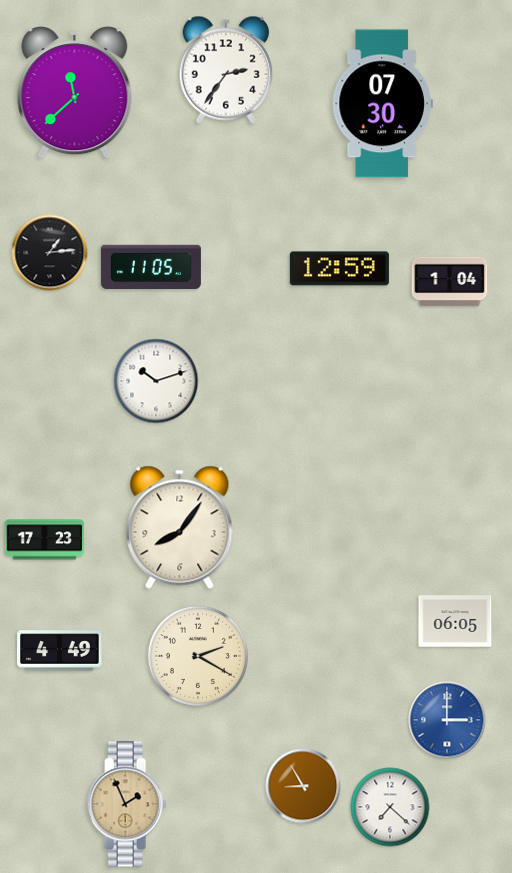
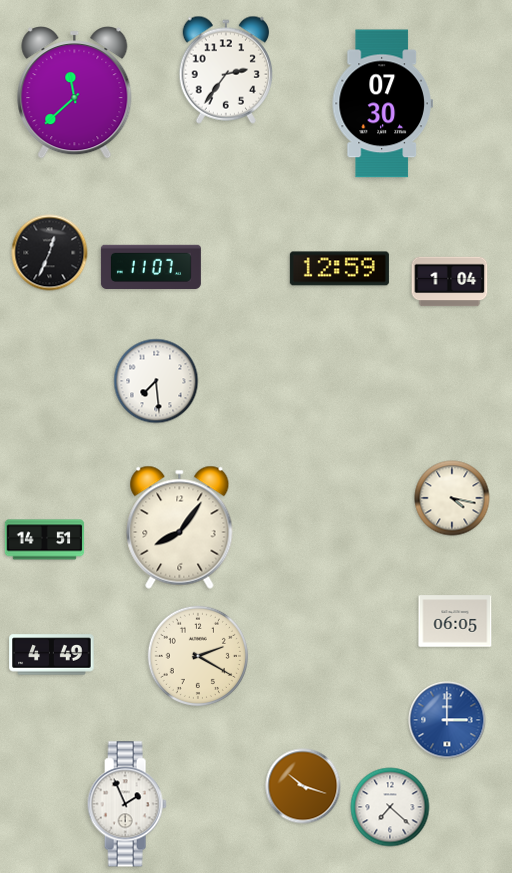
clock at (50, 253): 1:14 -> 12:34
clock at (151, 266): 11:05 -> 11:07
clock at (156, 381): 10:12 -> 7:29
clock at (452, 498): none -> 4:17
clock at (45, 540): 17:23 -> 14:51
clock at (60, 651) position: (60, 651) -> (52, 655)
clock at (303, 786): 8:55 -> 10:18
clock at (127, 804) dial: champagne -> white
